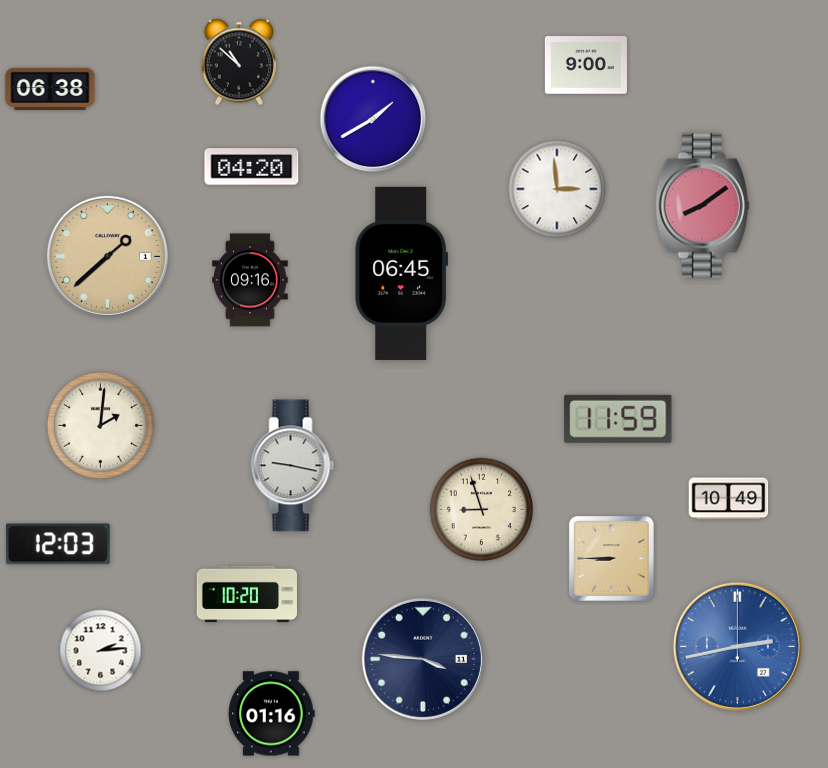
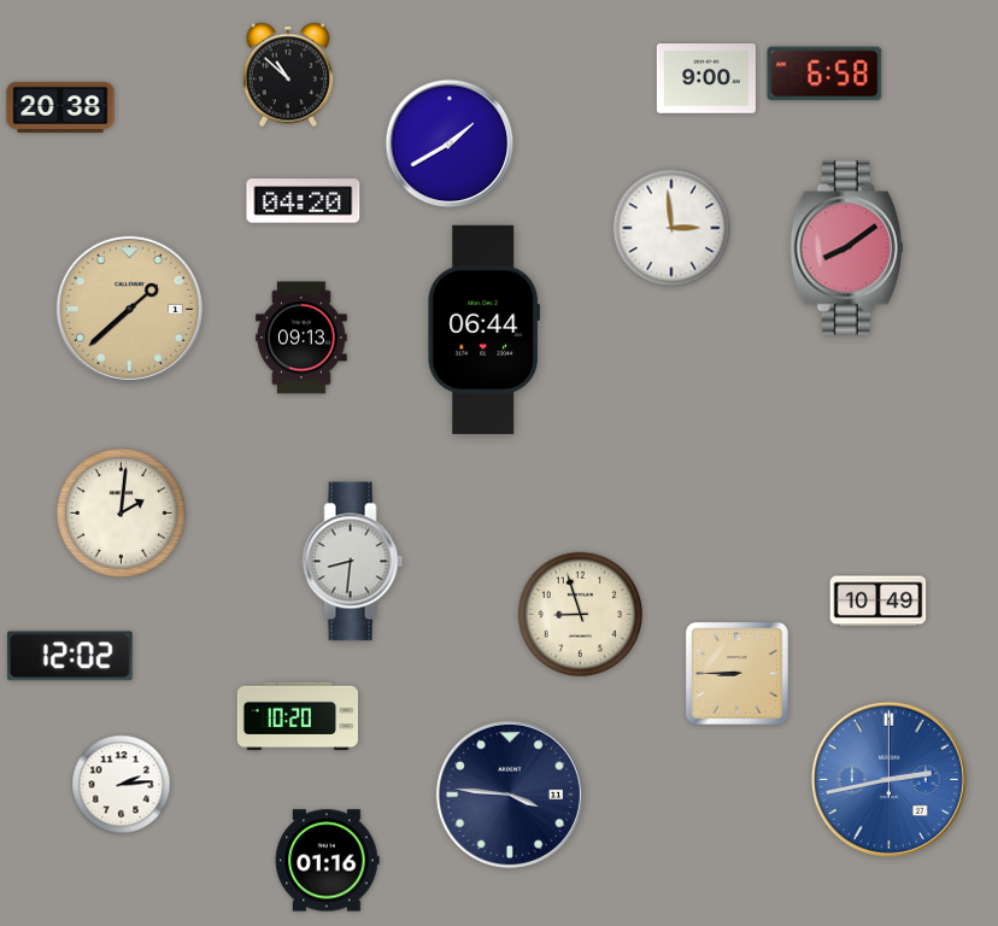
clock at (824, 74): none -> 6:58
clock at (50, 89): 06:38 -> 20:38
clock at (401, 273): 06:45 -> 06:44
clock at (250, 280): 09:16 -> 09:13
clock at (618, 419): 11:59 -> none
clock at (293, 466): 9:17 -> 8:31
clock at (58, 544): 12:03 -> 12:02
